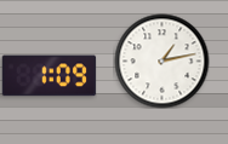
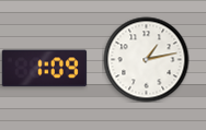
clock at (161, 61) position: (161, 61) -> (146, 59)
